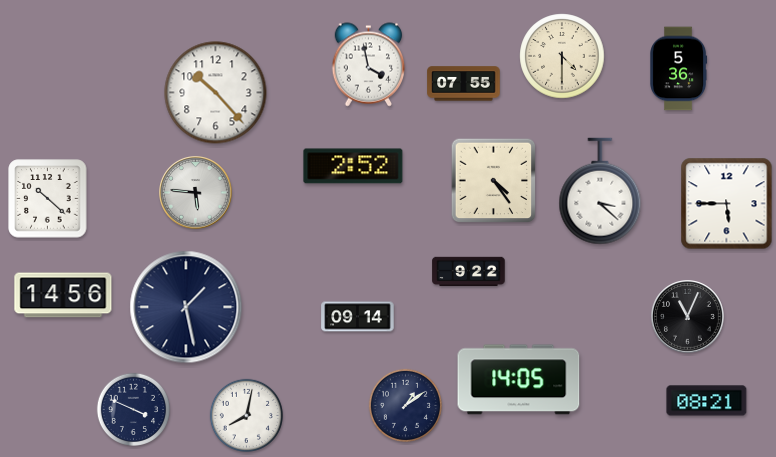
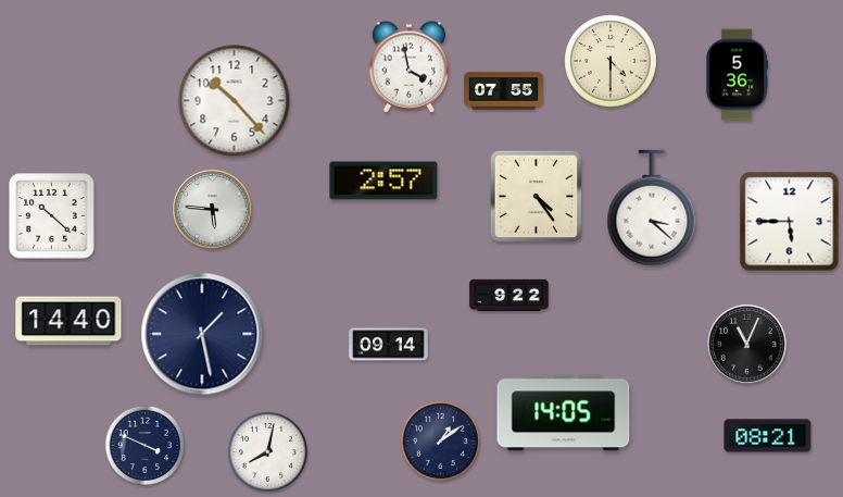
clock at (369, 65) position: (369, 65) -> (410, 67)
clock at (353, 166): 2:52 -> 2:57
clock at (63, 295): 14:56 -> 14:40
